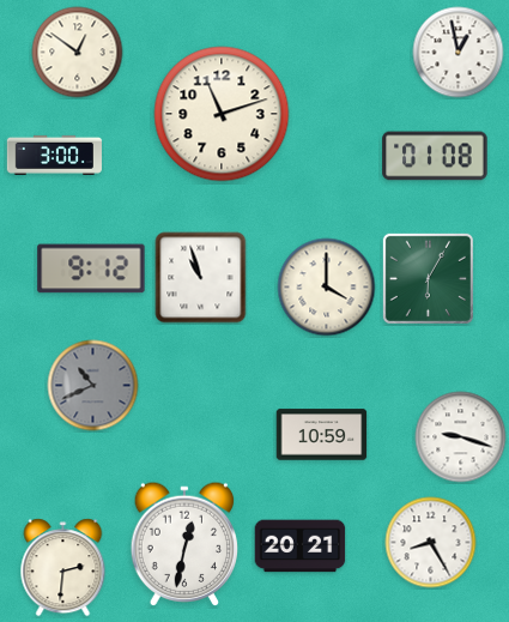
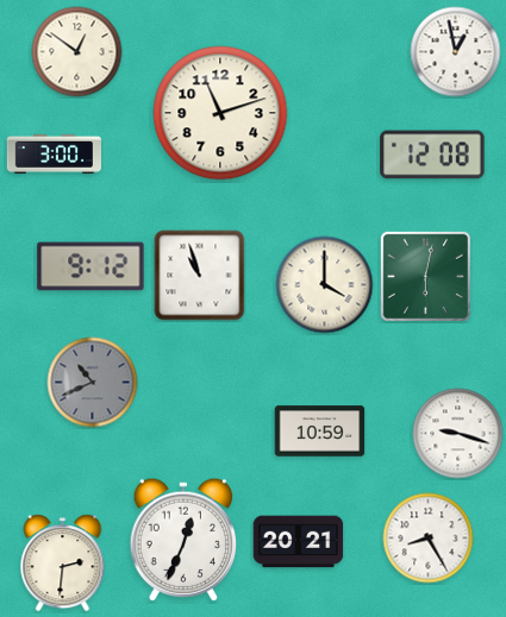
clock at (435, 156): 01:08 -> 12:08
clock at (428, 278): 6:05 -> 6:02
clock at (184, 543): 12:32 -> 12:34
